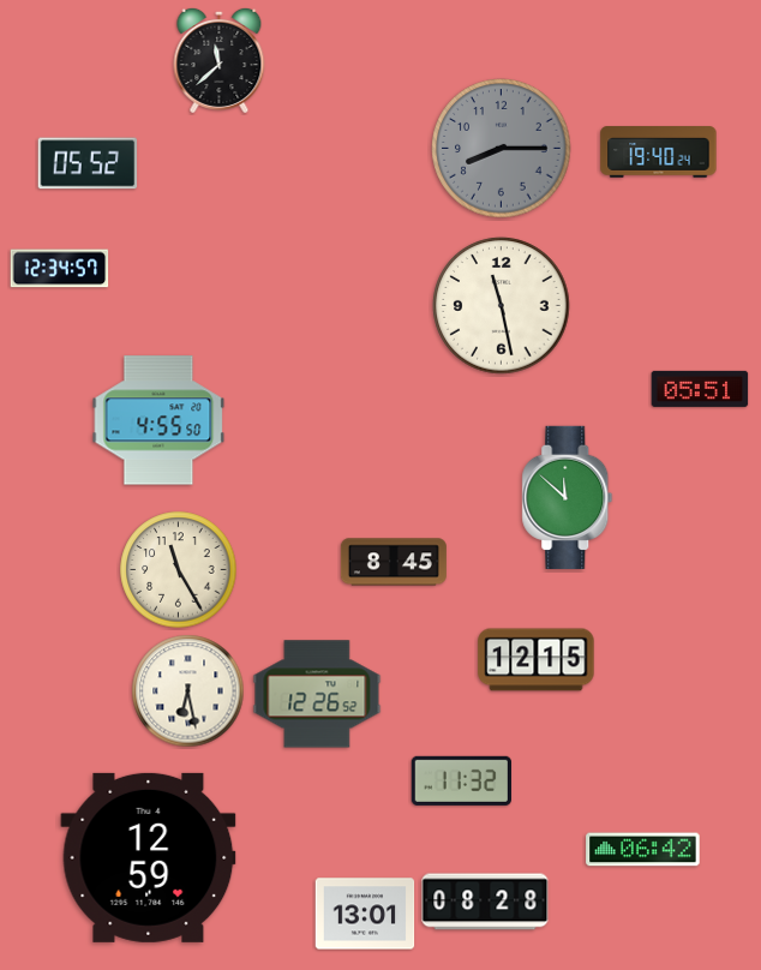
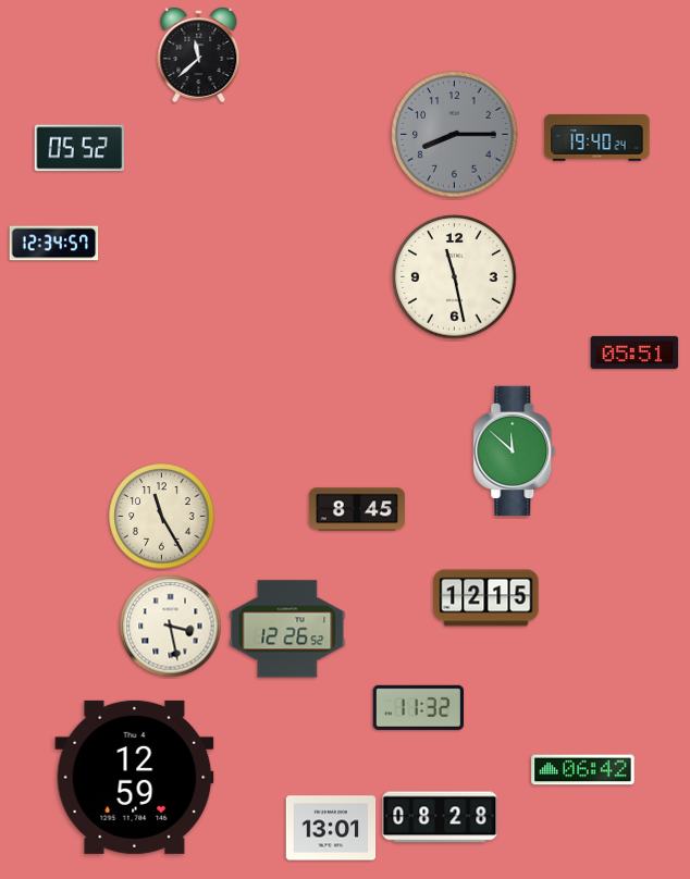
clock at (158, 420): 4:55 -> none
clock at (188, 691): 6:28 -> 3:28
